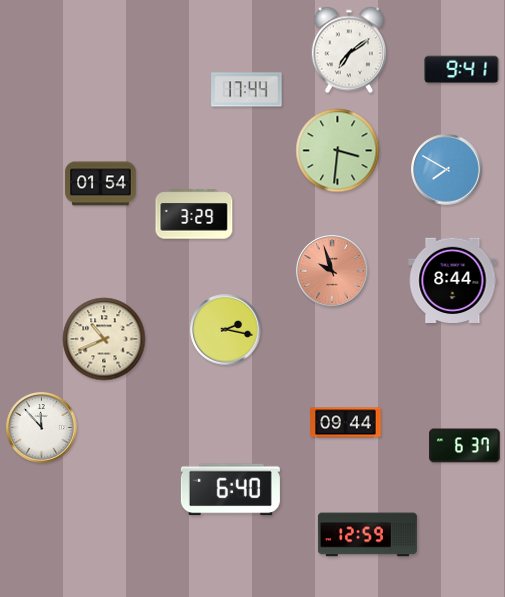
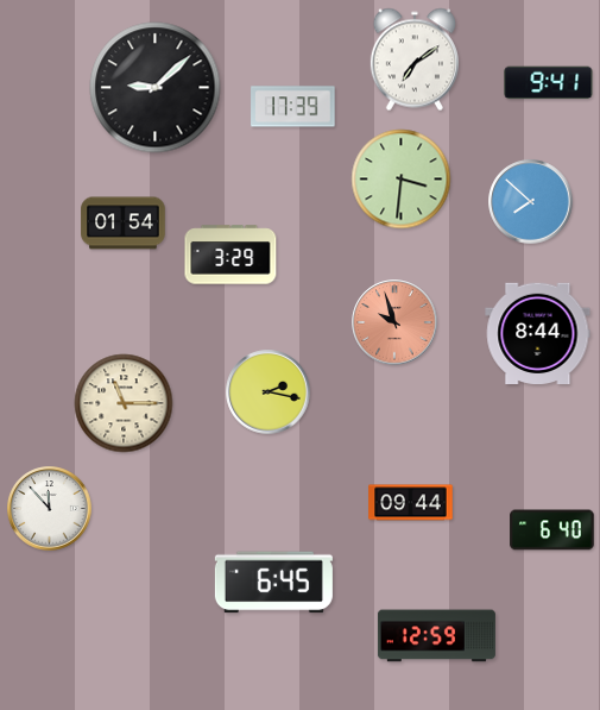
clock at (156, 88): none -> 9:08
clock at (247, 90): 17:44 -> 17:39
clock at (447, 170): 7:50 -> 7:52
clock at (101, 184) position: (101, 184) -> (124, 224)
clock at (104, 339): 10:41 -> 11:15
clock at (465, 446): 6:37 -> 6:40
clock at (230, 490): 6:40 -> 6:45
